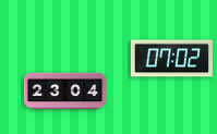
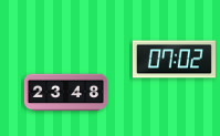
clock at (64, 92): 23:04 -> 23:48
